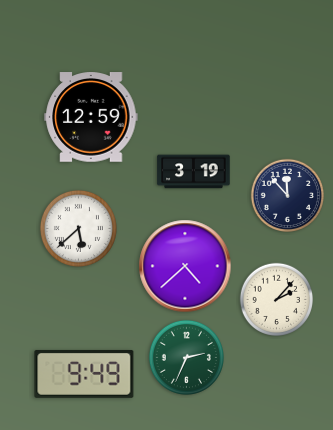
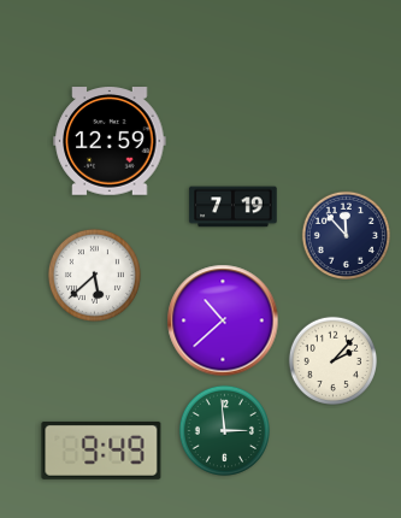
clock at (194, 172): 3:19 -> 7:19
clock at (185, 266): 4:38 -> 10:38
clock at (186, 357): 2:34 -> 2:59
